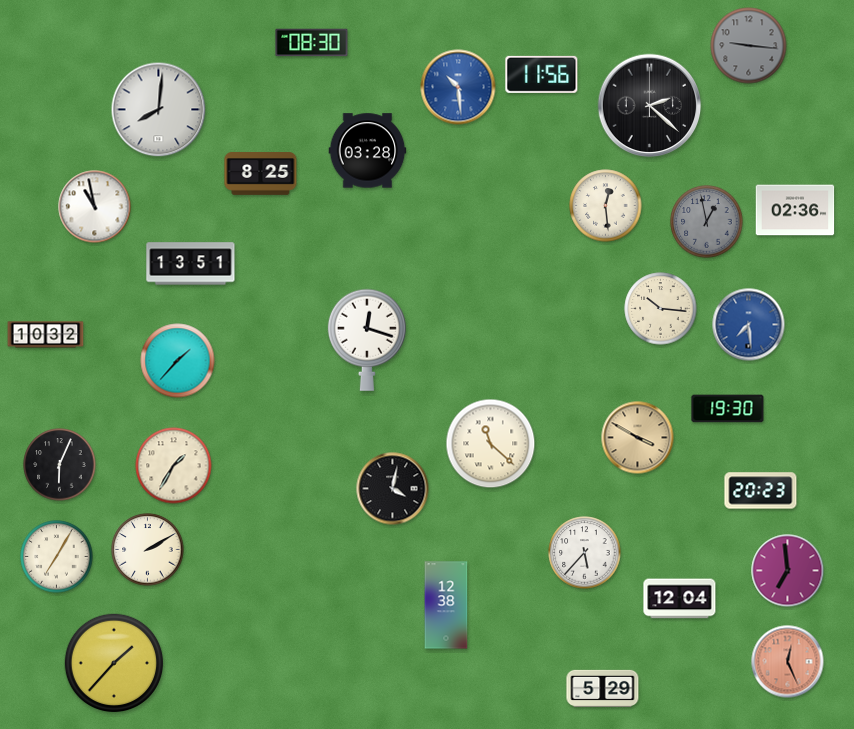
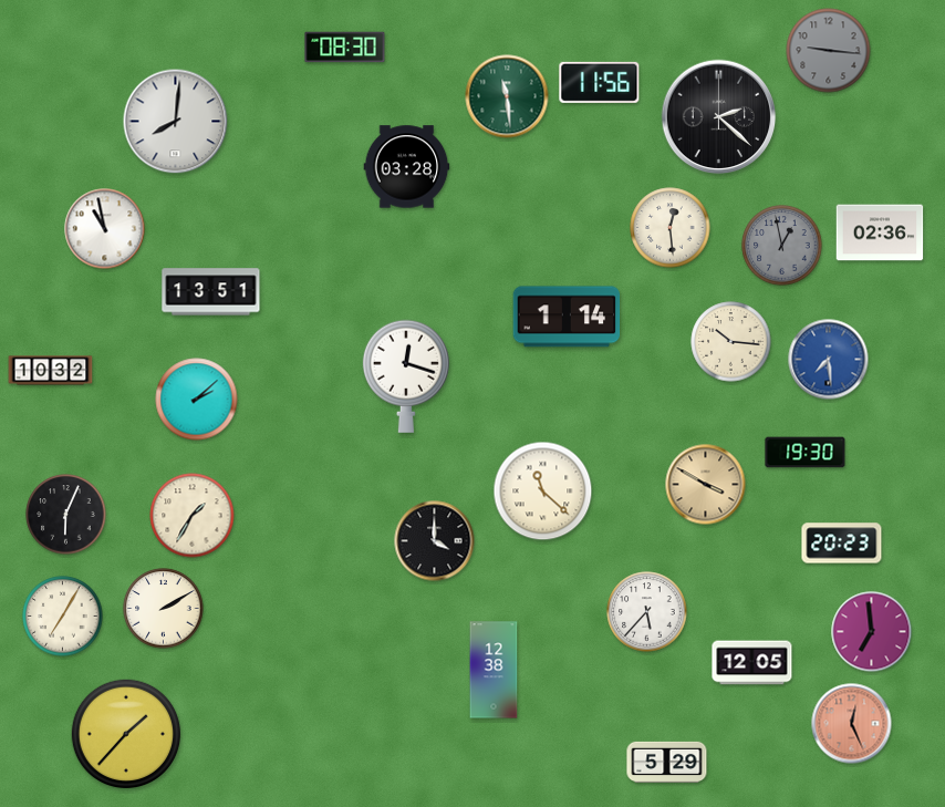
clock at (458, 87): 10:29 -> 11:29
clock at (458, 87) dial: blue -> green
clock at (261, 174): 8:25 -> none
clock at (567, 317): none -> 1:14
clock at (178, 361): 1:37 -> 2:08
clock at (393, 489): 4:02 -> 4:00
clock at (680, 599): 12:04 -> 12:05
clock at (788, 662) position: (788, 662) -> (852, 724)
